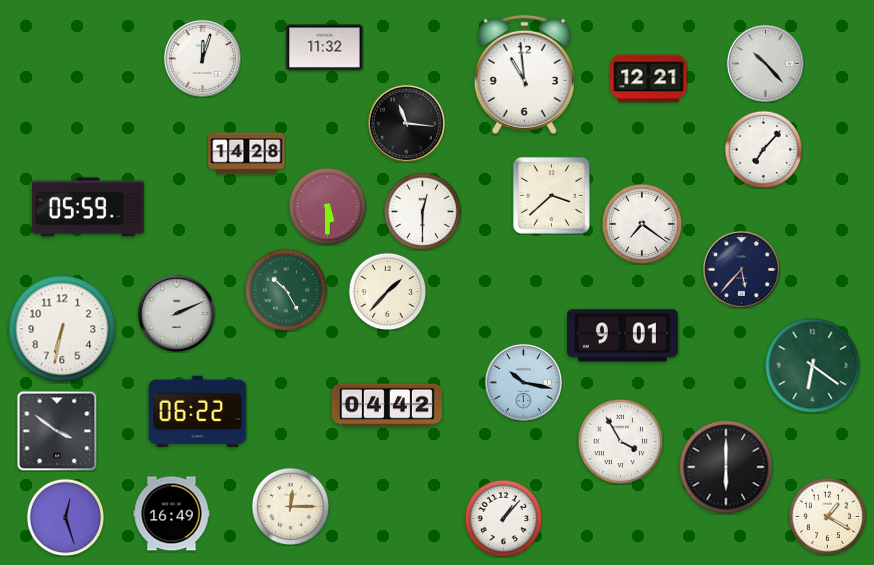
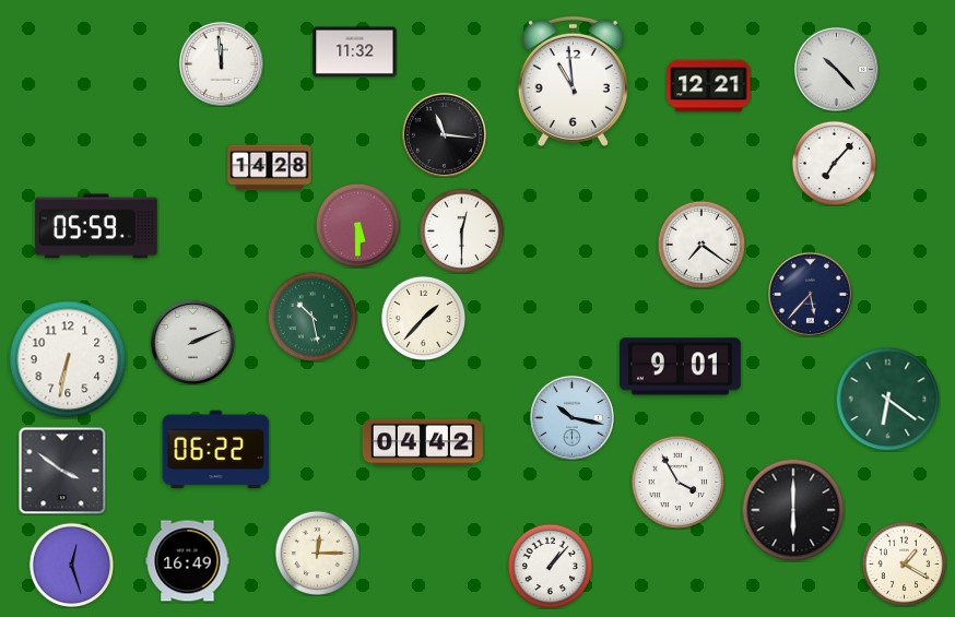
clock at (202, 58): 12:03 -> 11:59
clock at (551, 195): 3:38 -> none
clock at (286, 290): 10:25 -> 10:28
